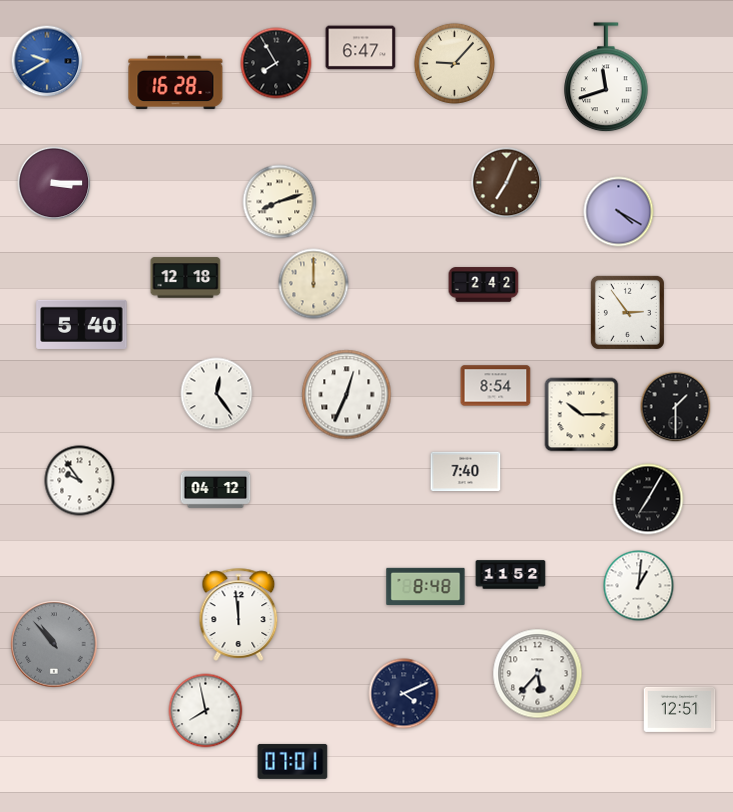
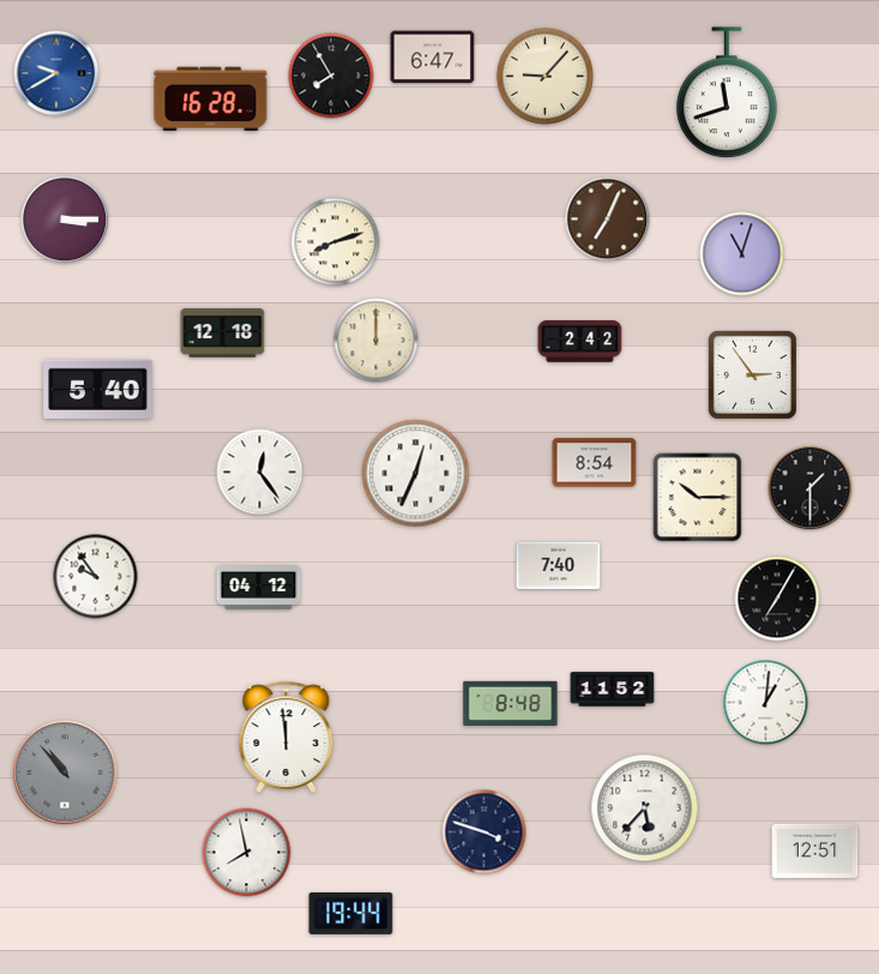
clock at (619, 212): 4:20 -> 11:03
clock at (404, 694): 4:11 -> 3:48
clock at (293, 761): 07:01 -> 19:44
